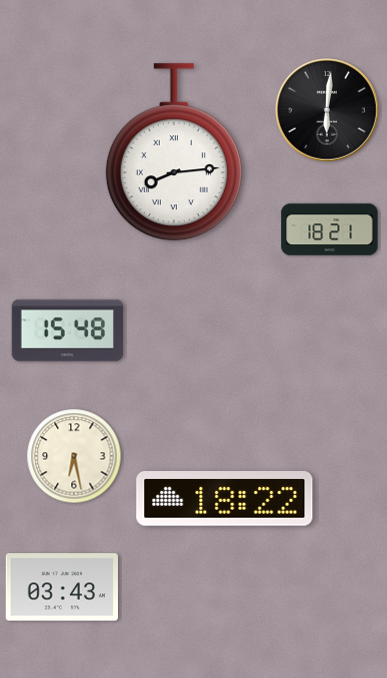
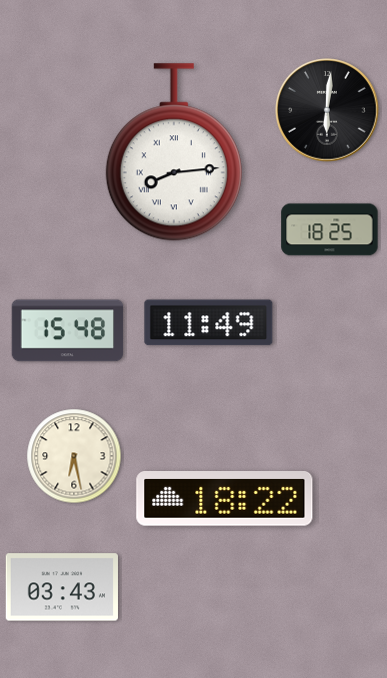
clock at (330, 230): 18:21 -> 18:25
clock at (209, 323): none -> 11:49
